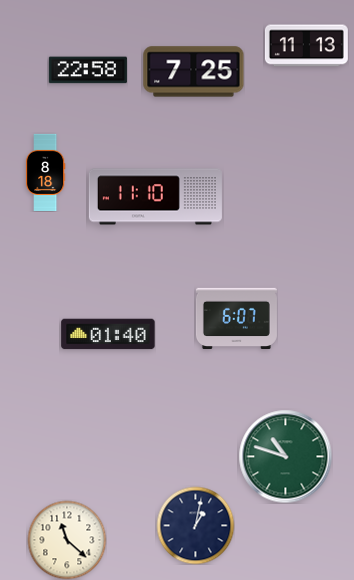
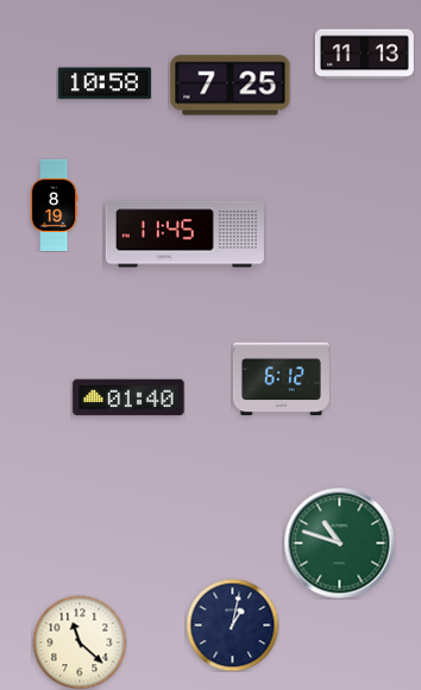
clock at (88, 70): 22:58 -> 10:58
clock at (45, 172): 8:18 -> 8:19
clock at (155, 197): 11:10 -> 11:45
clock at (236, 318): 6:07 -> 6:12
